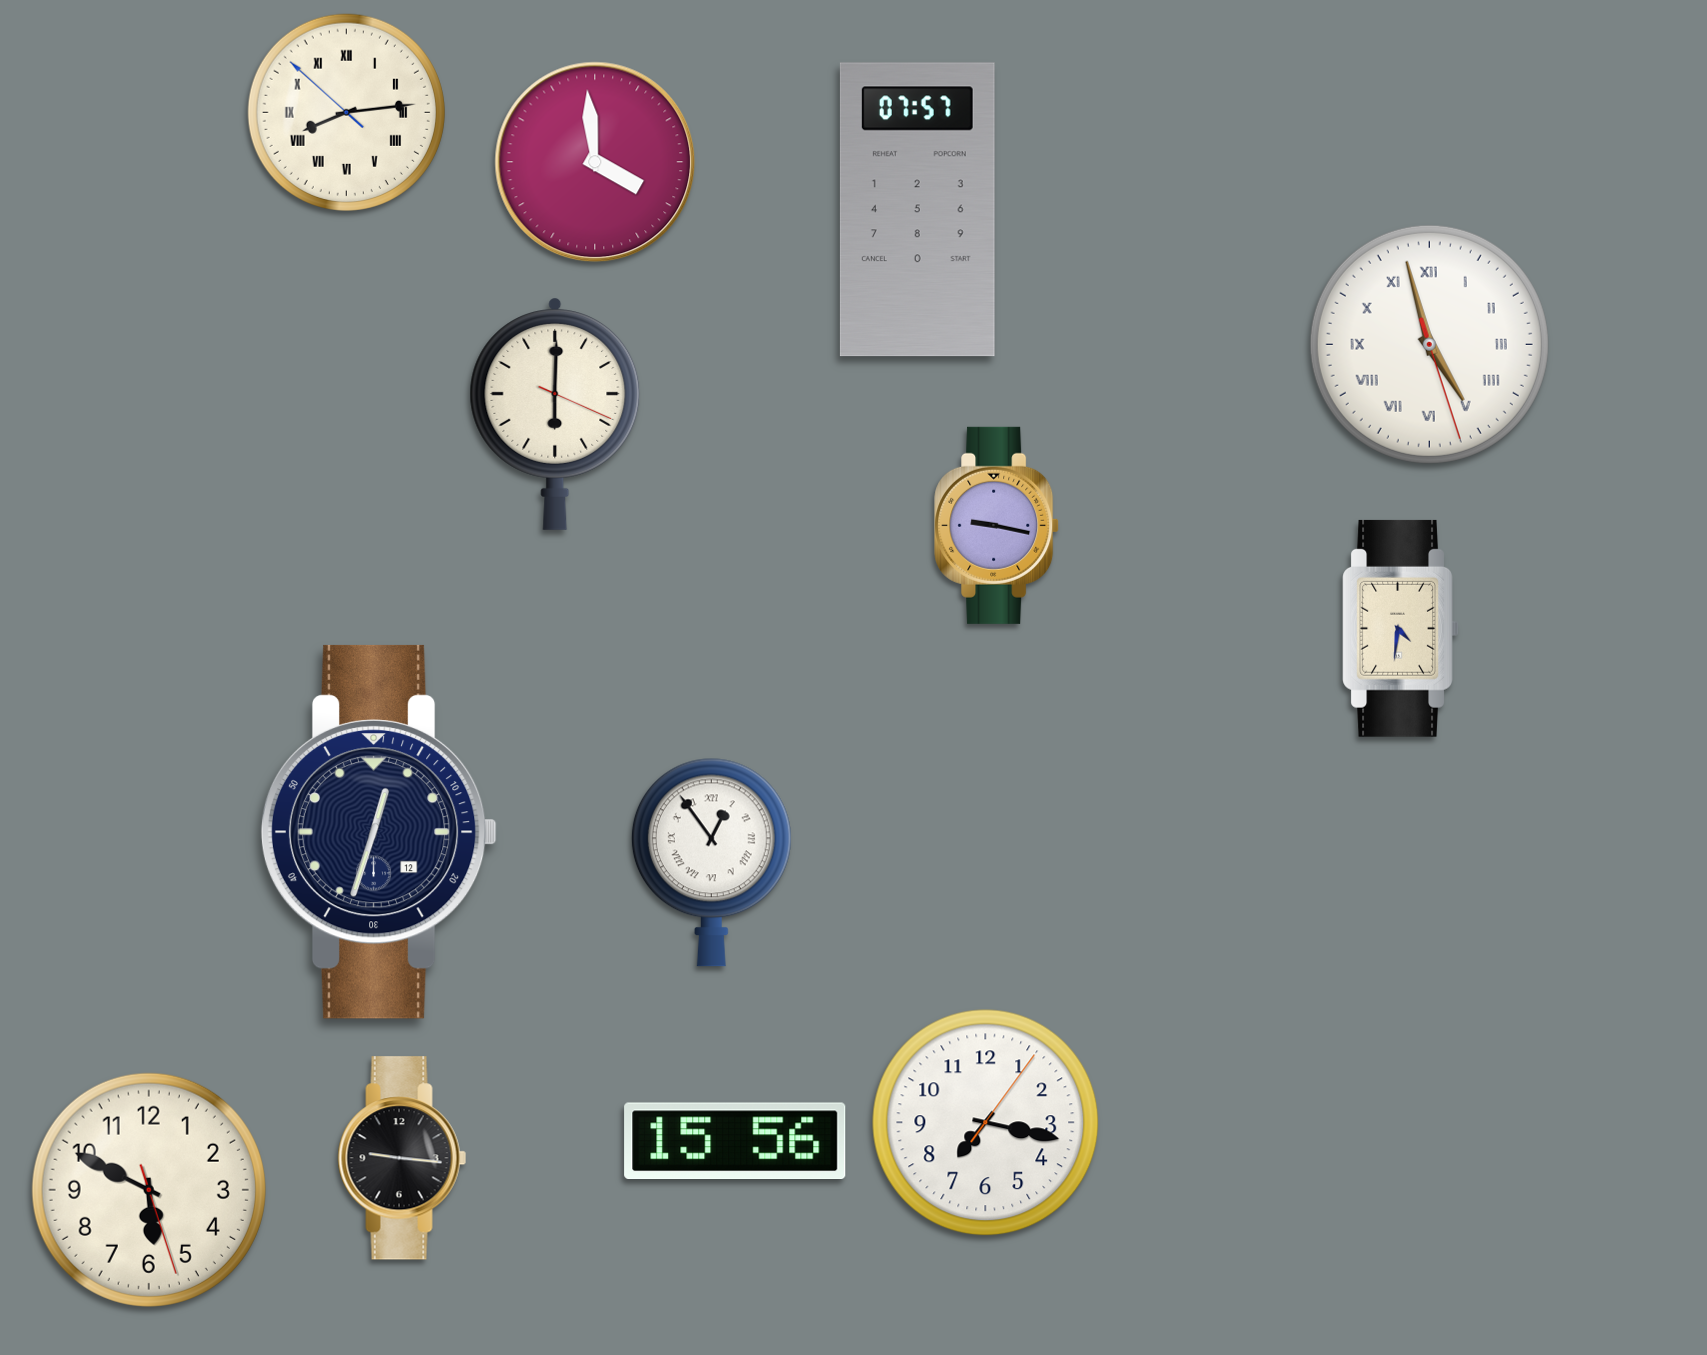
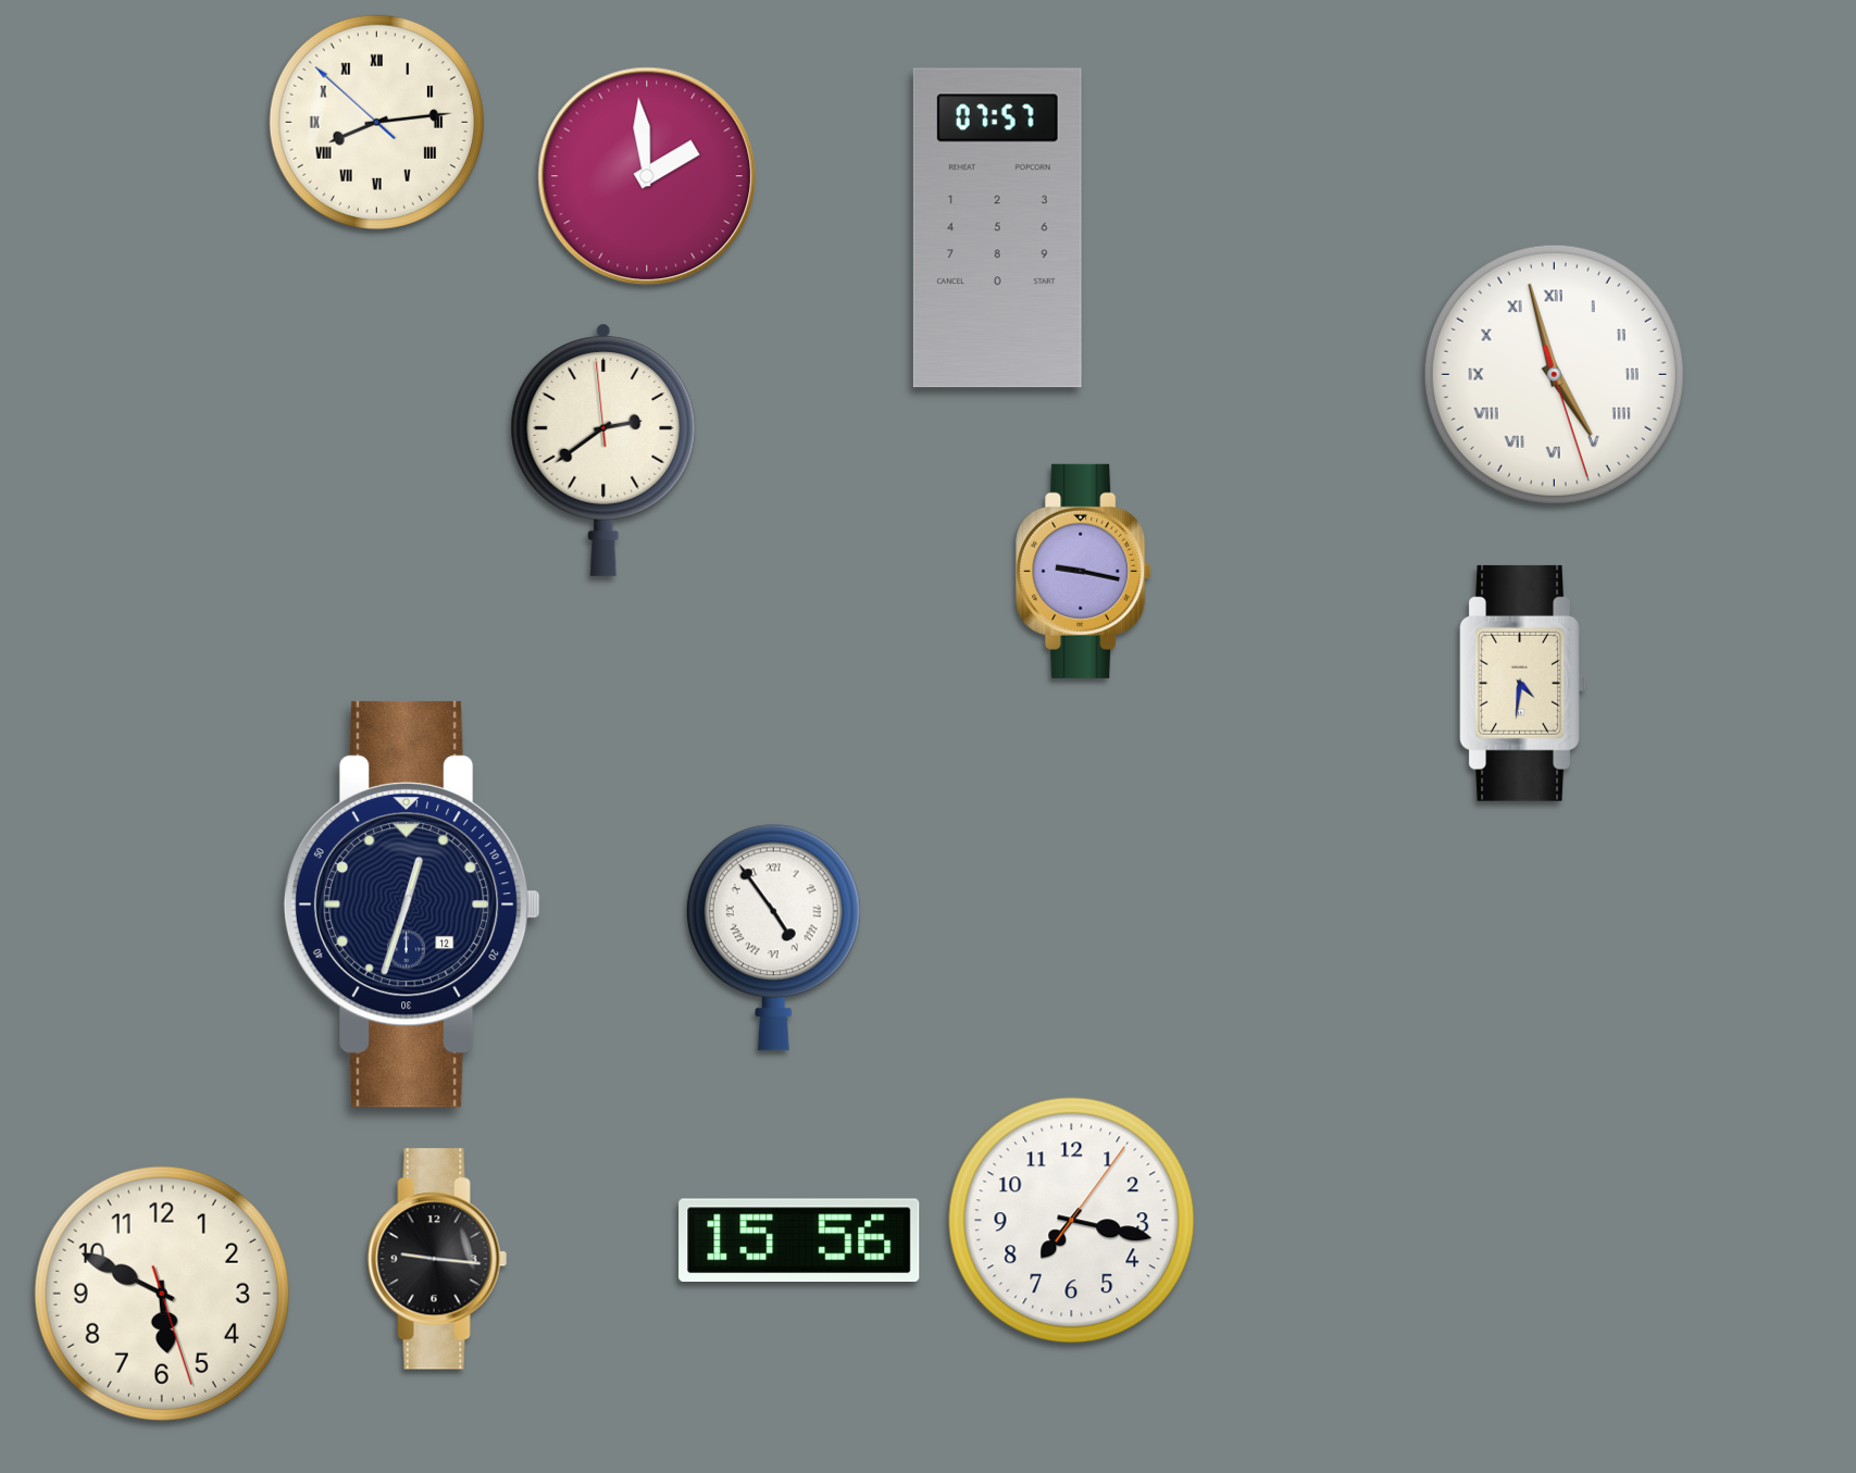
clock at (595, 162): 3:59 -> 1:59
clock at (555, 414): 6:00 -> 2:38
clock at (711, 862): 12:54 -> 4:54
